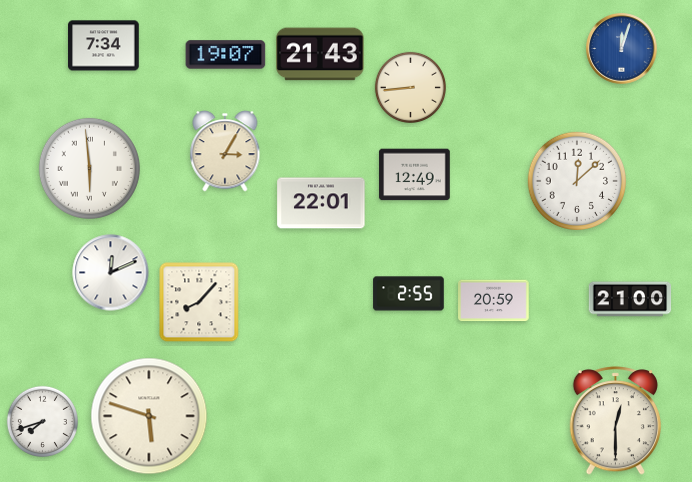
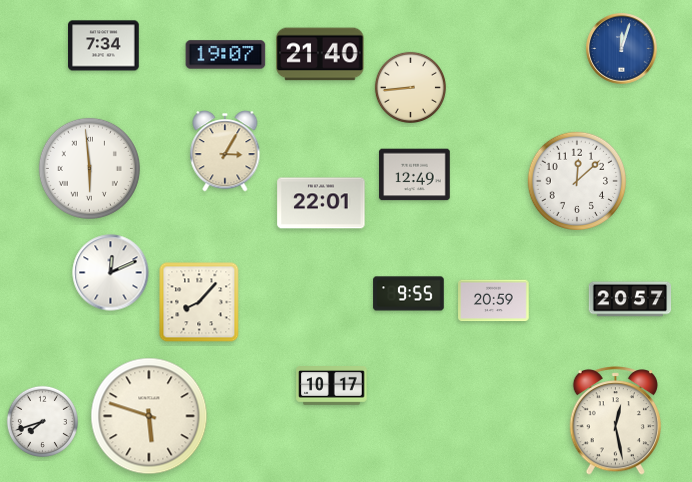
clock at (320, 54): 21:43 -> 21:40
clock at (409, 294): 2:55 -> 9:55
clock at (630, 299): 21:00 -> 20:57
clock at (332, 386): none -> 10:17
clock at (615, 421): 12:30 -> 12:28
